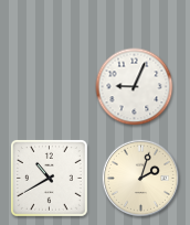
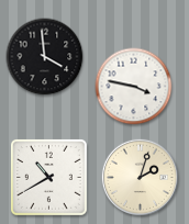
clock at (45, 57): none -> 3:59
clock at (135, 87): 9:04 -> 3:47
